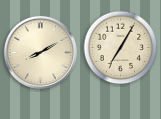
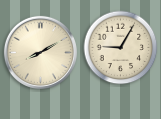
clock at (121, 48): 7:05 -> 9:05
